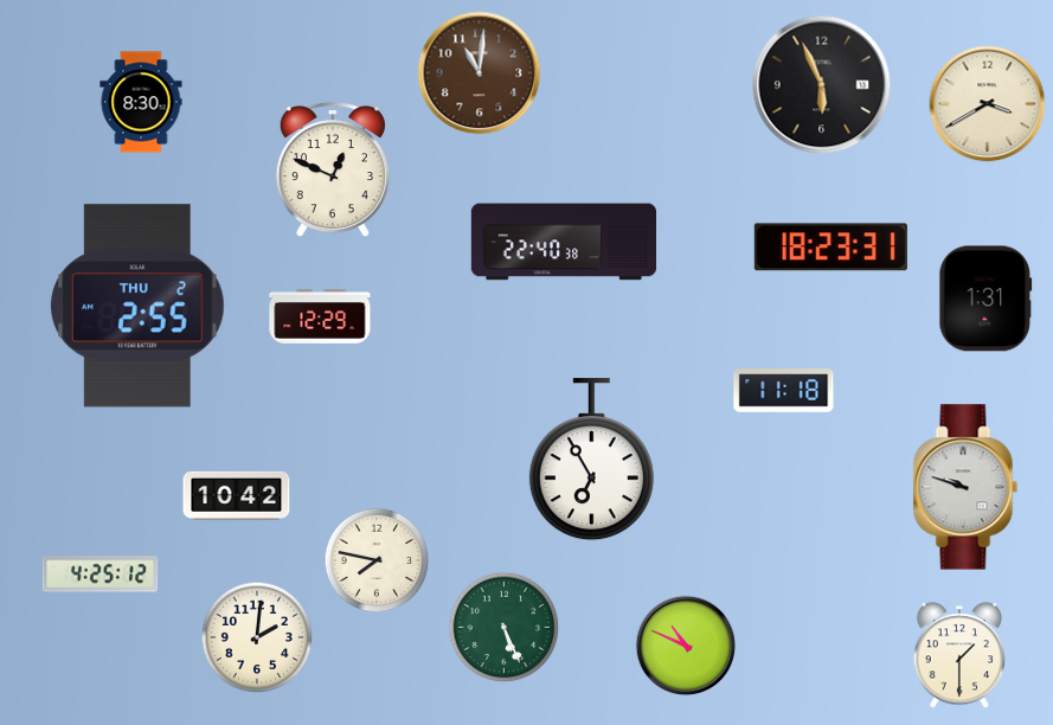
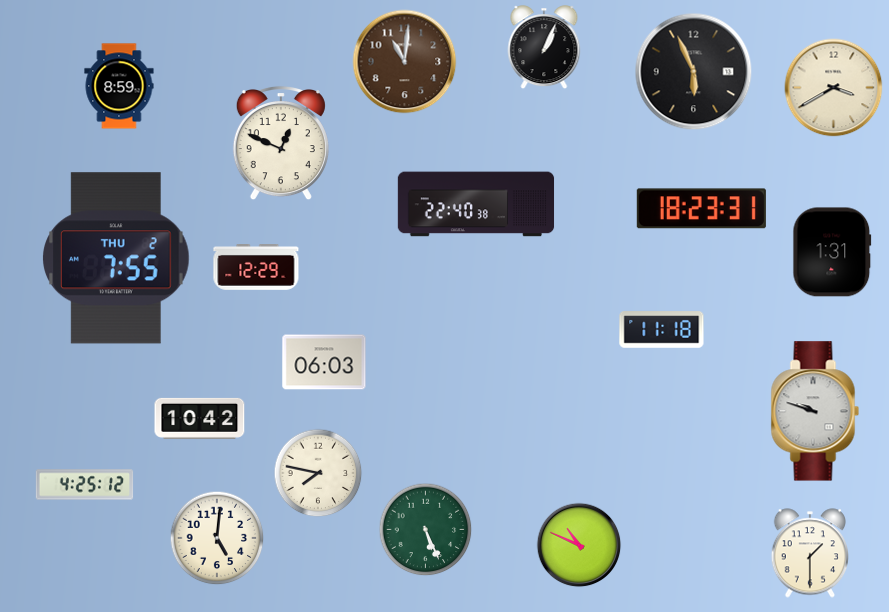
clock at (544, 48): none -> 1:04
clock at (141, 102): 8:30 -> 8:59
clock at (137, 306): 2:55 -> 7:55
clock at (320, 317) position: (320, 317) -> (256, 268)
clock at (324, 362): none -> 06:03
clock at (591, 460): 6:55 -> none
clock at (257, 637): 2:01 -> 5:01
